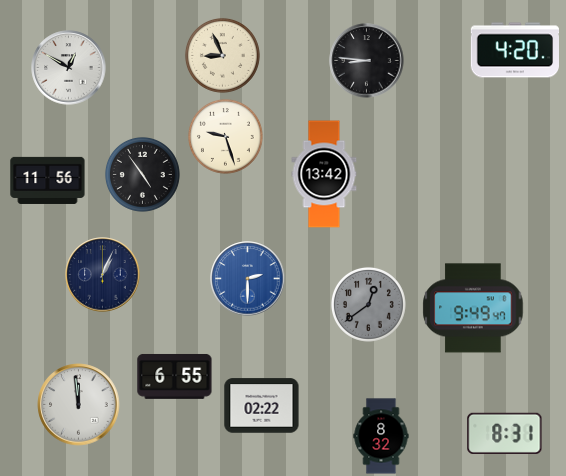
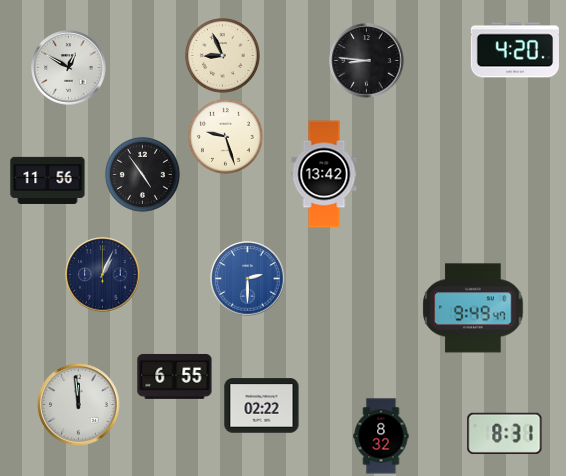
clock at (368, 304): 12:39 -> none
